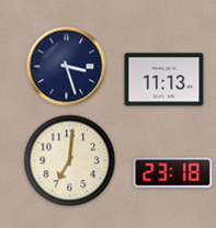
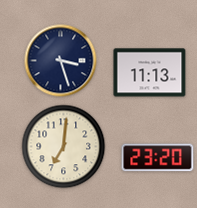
clock at (173, 173): 23:18 -> 23:20
